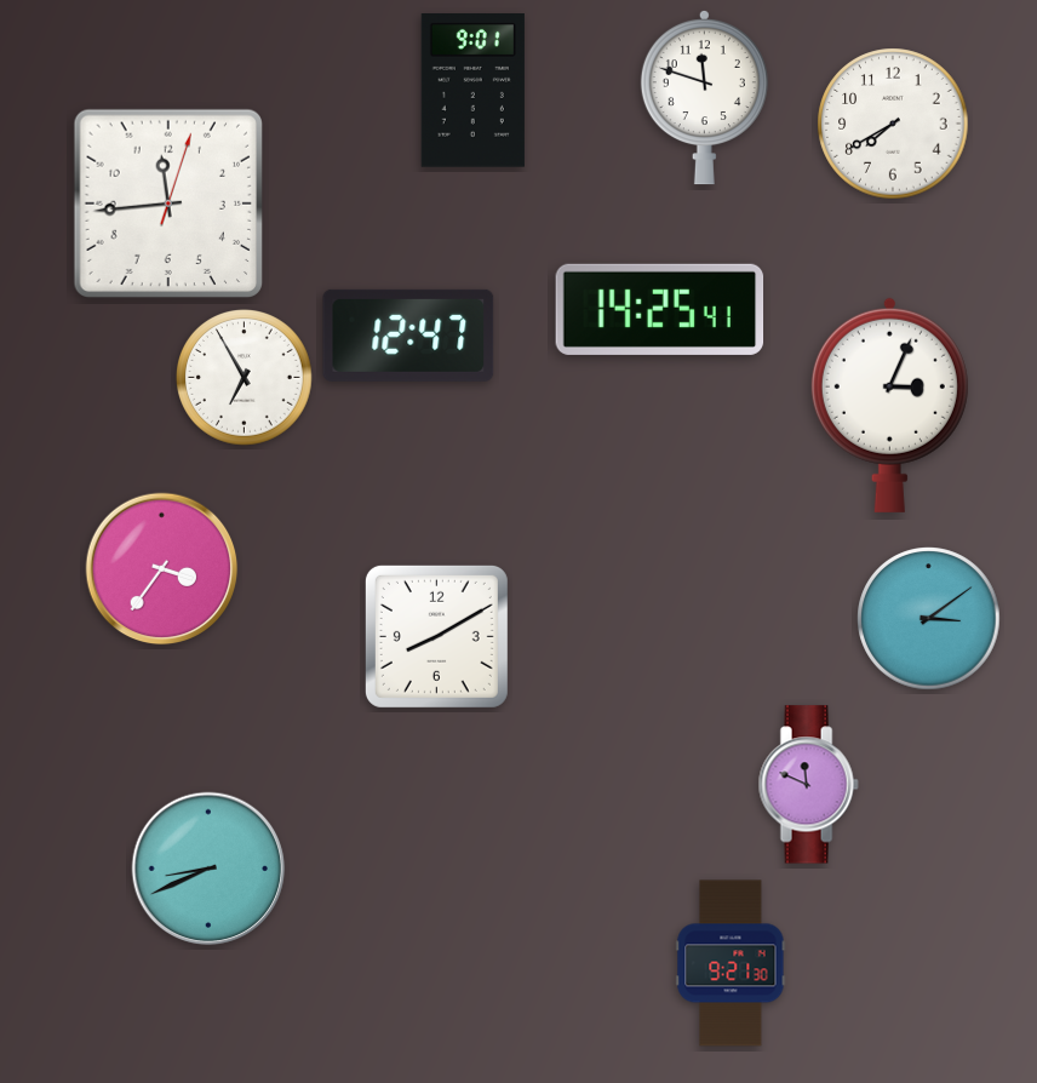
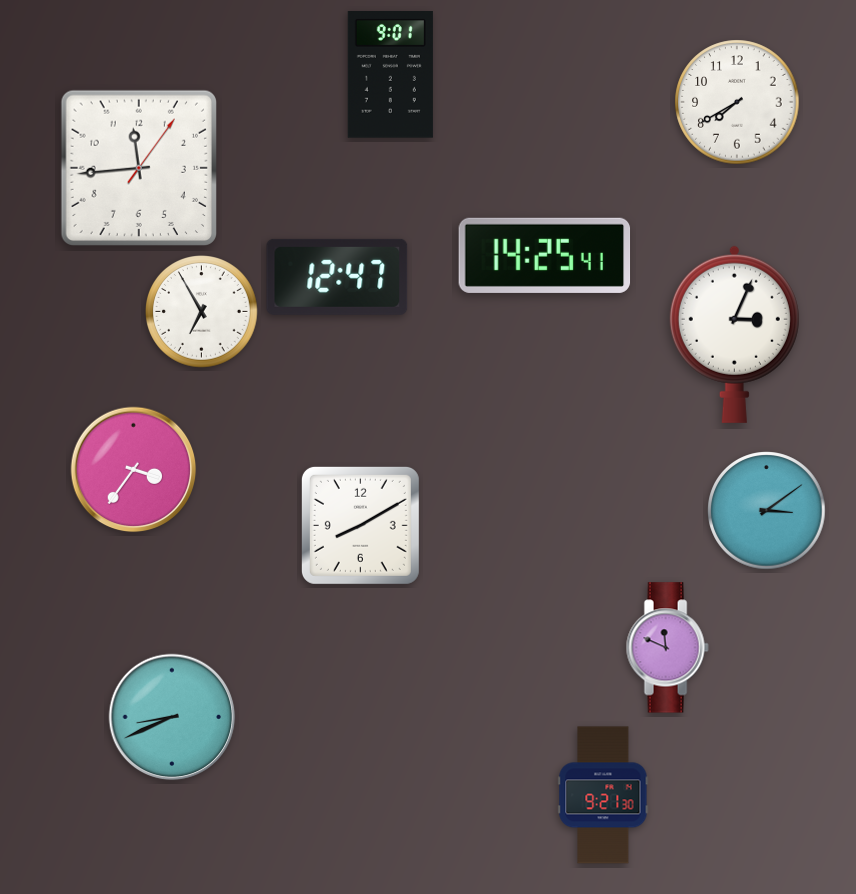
clock at (704, 97): 11:48 -> none
clock at (168, 204): 11:44:03 -> 11:44:06
